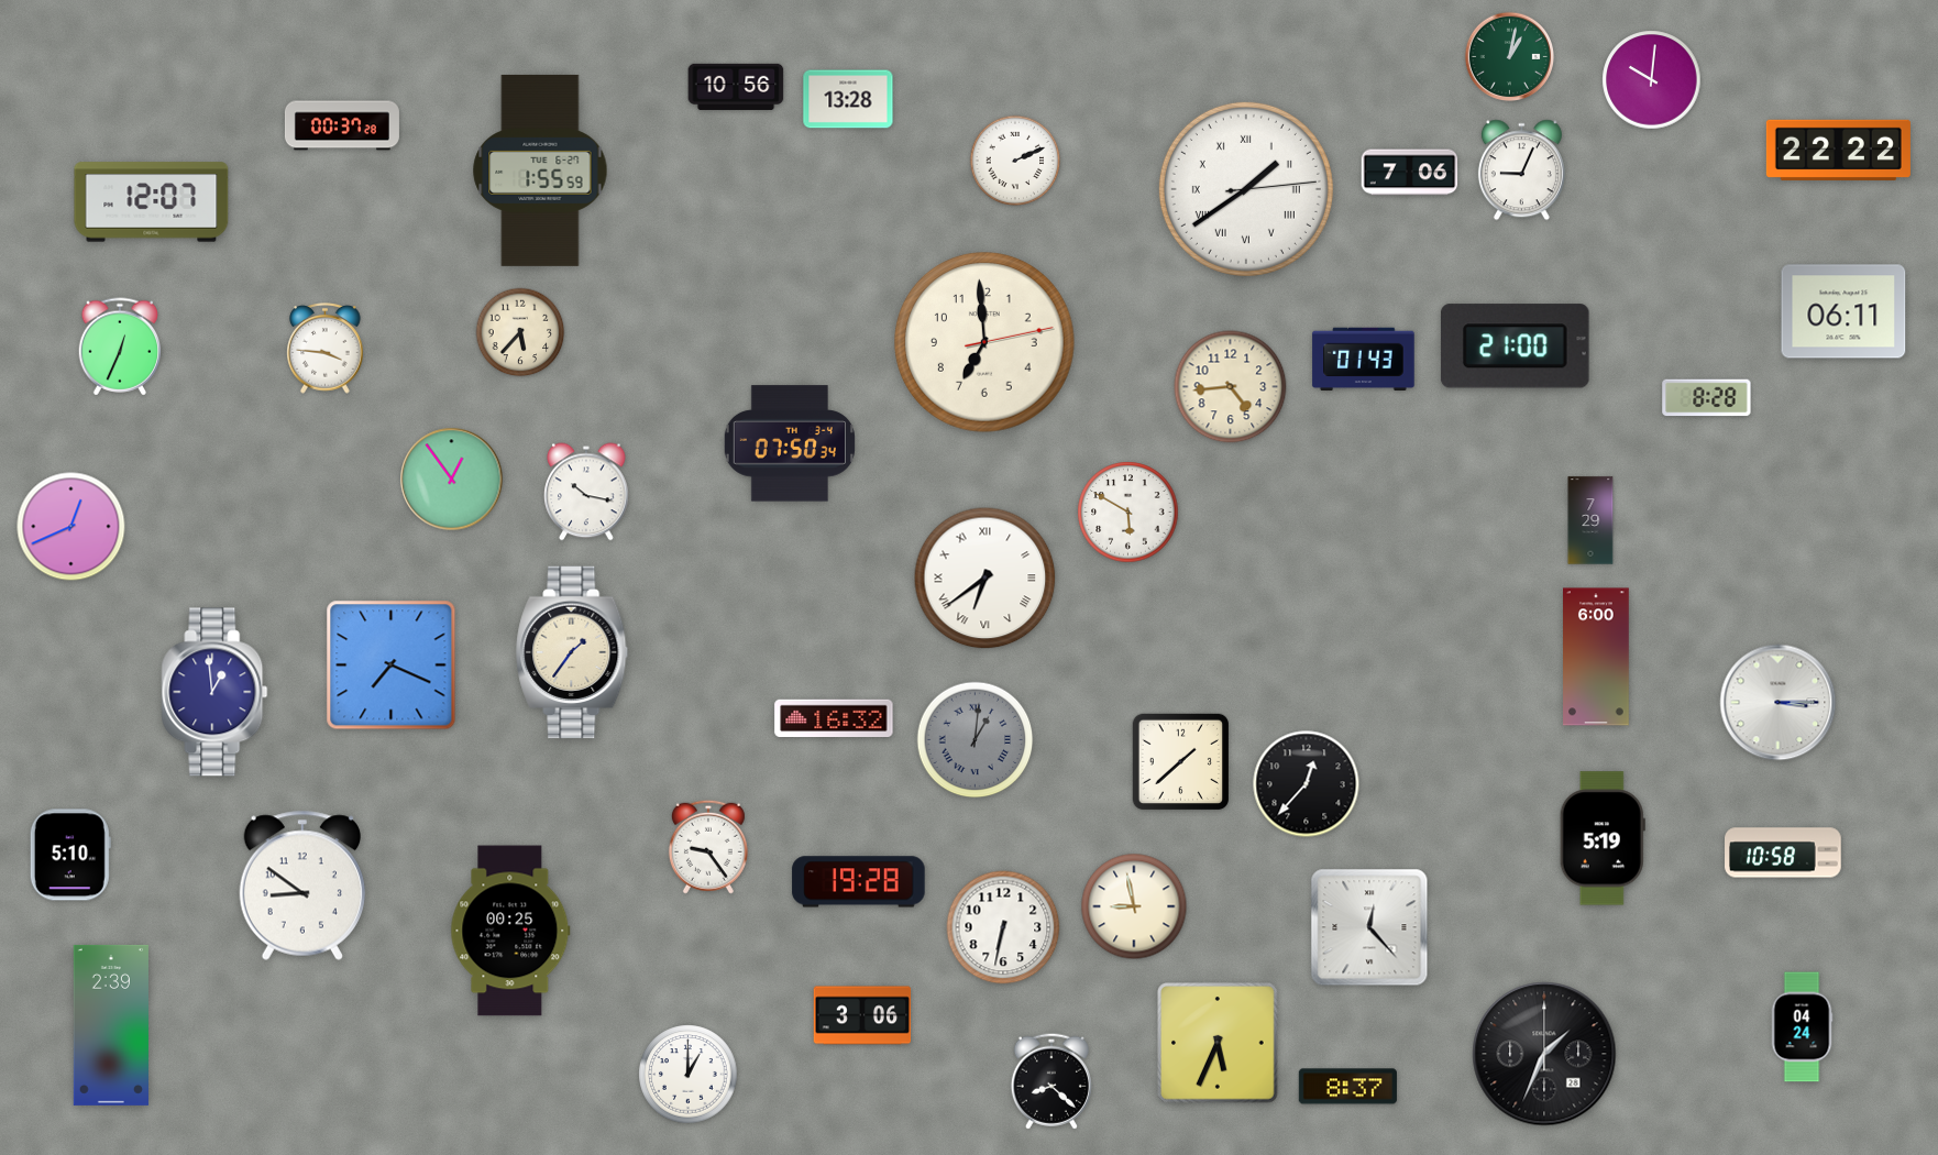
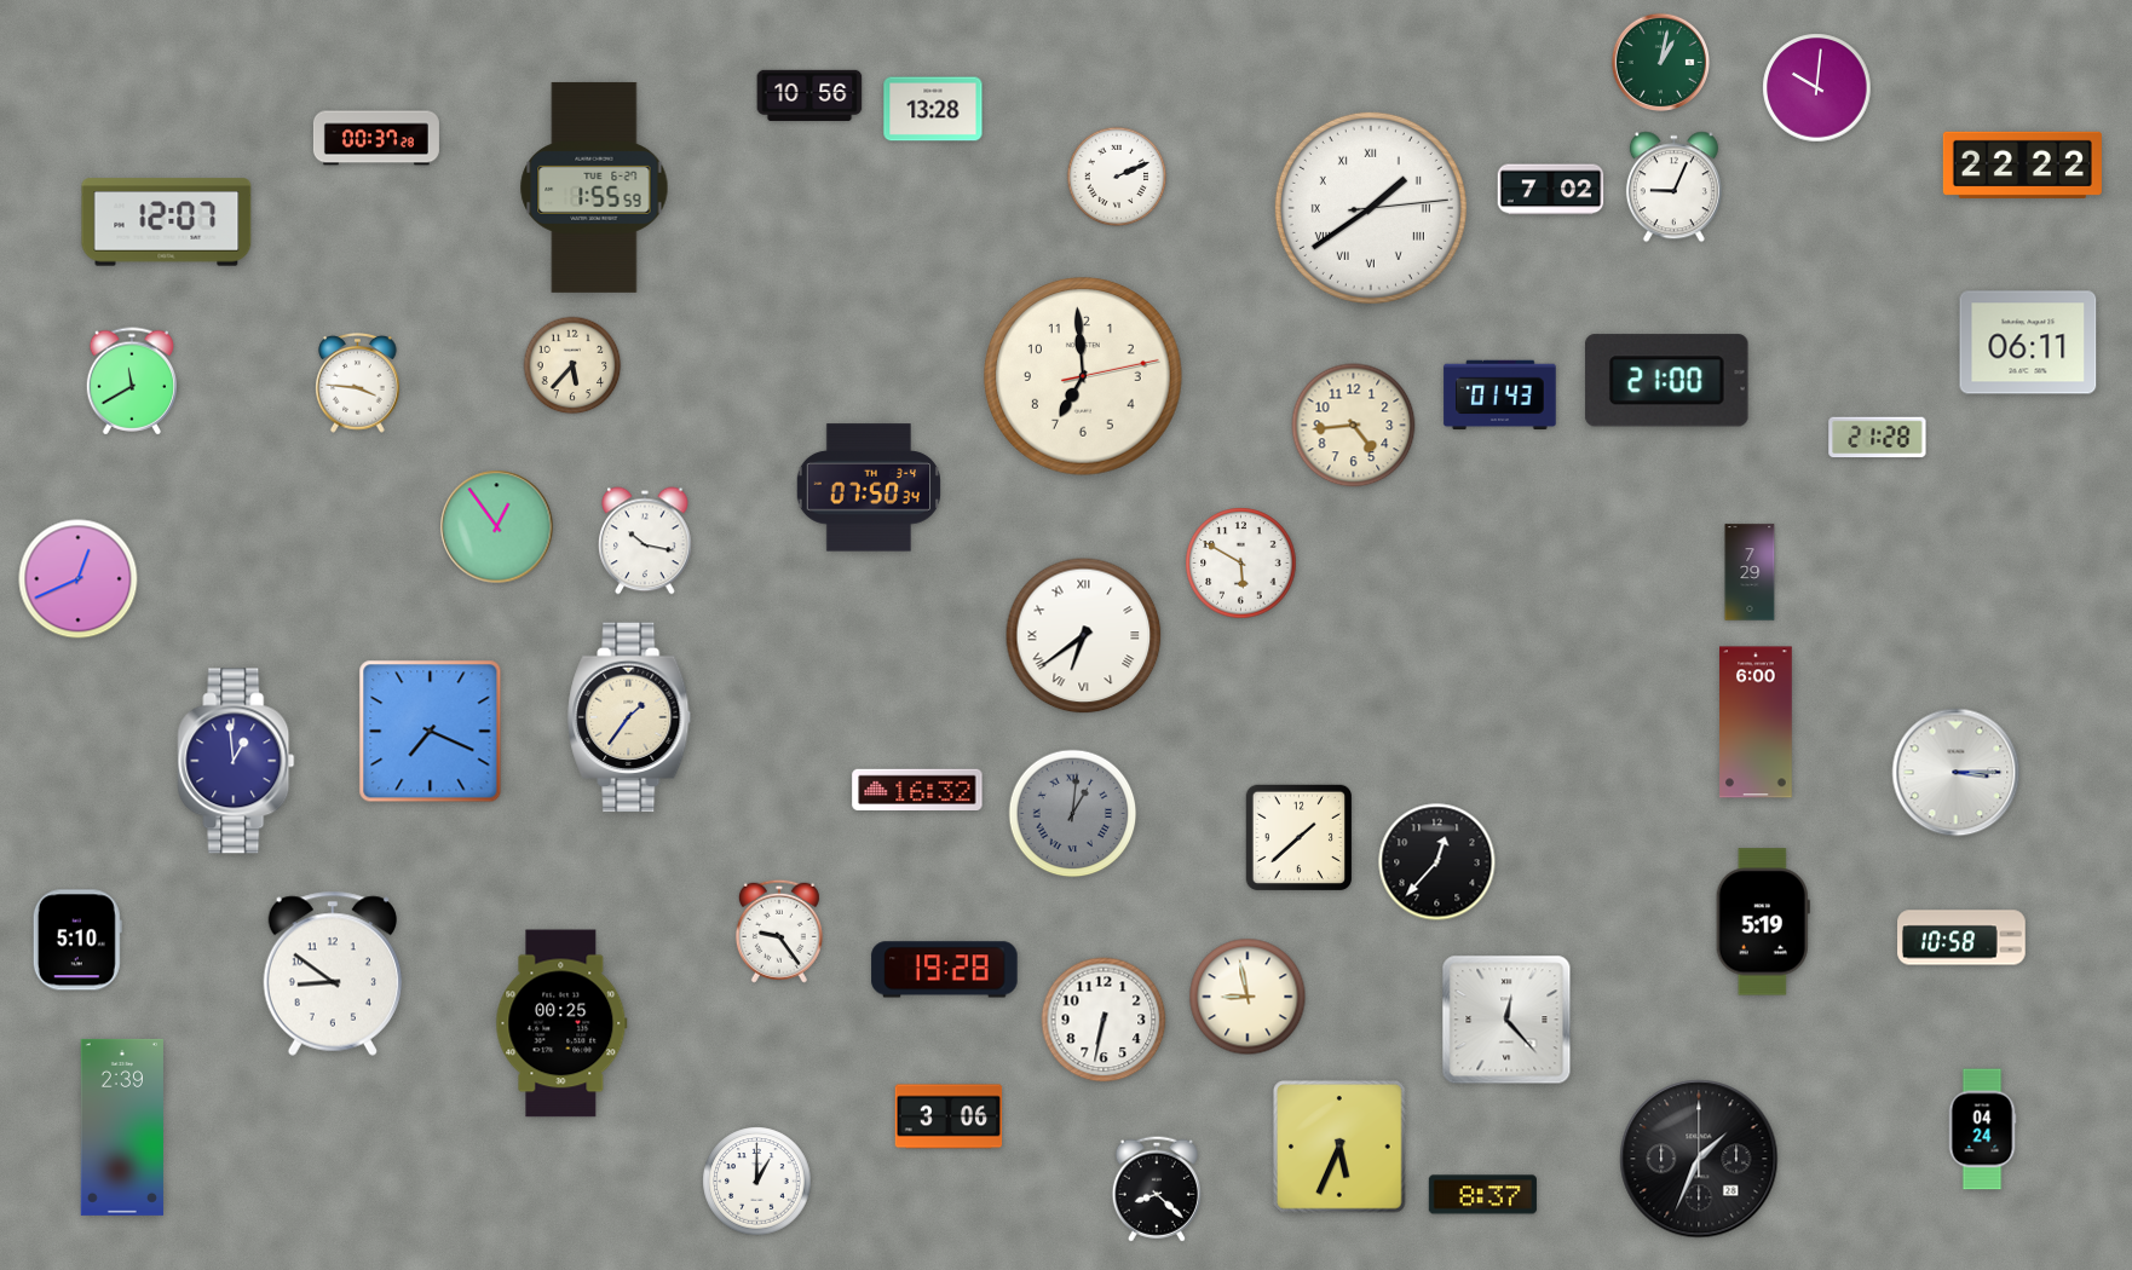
clock at (1410, 173): 7:06 -> 7:02
clock at (120, 346): 12:34 -> 11:40
clock at (1707, 398): 8:28 -> 21:28
